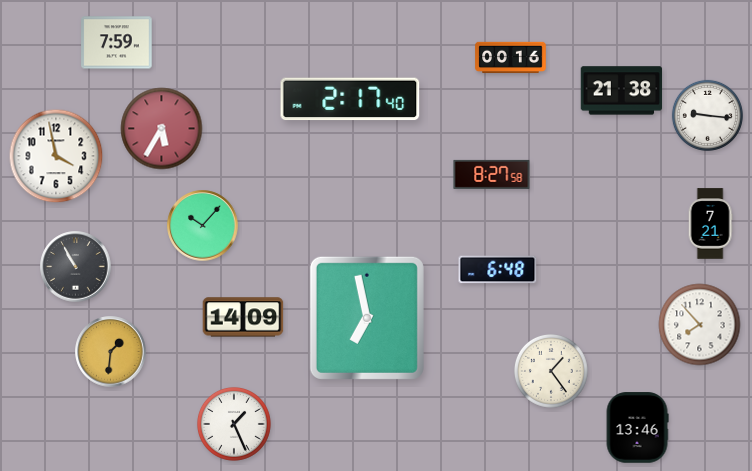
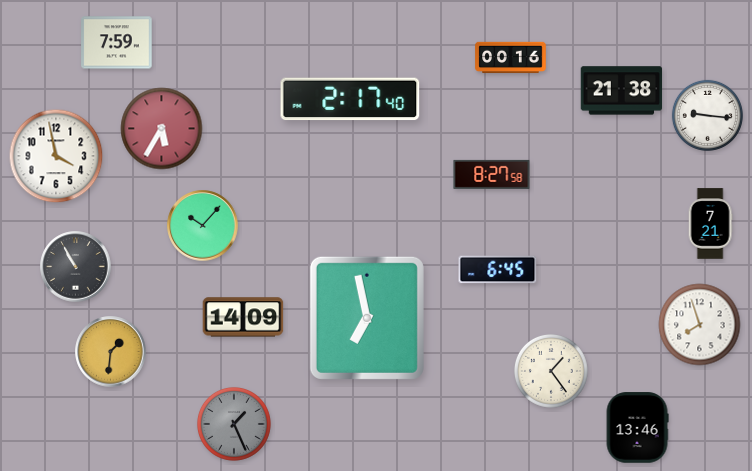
clock at (498, 270): 6:48 -> 6:45
clock at (700, 325): 7:53 -> 7:57
clock at (234, 424) dial: white -> grey
